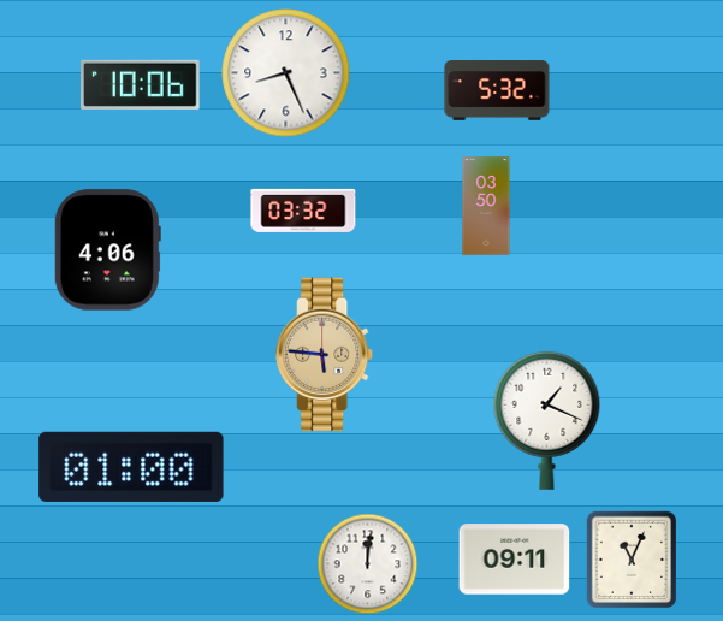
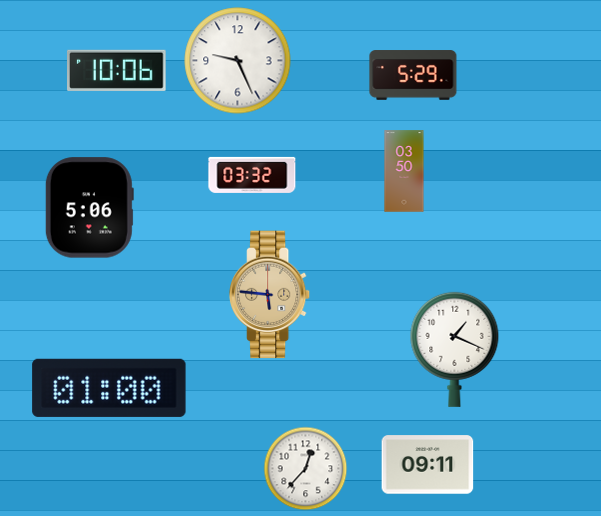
clock at (286, 73): 8:26 -> 9:26
clock at (497, 90): 5:32 -> 5:29
clock at (107, 250): 4:06 -> 5:06
clock at (630, 560): 11:04 -> none
clock at (368, 564): 12:01 -> 12:37
